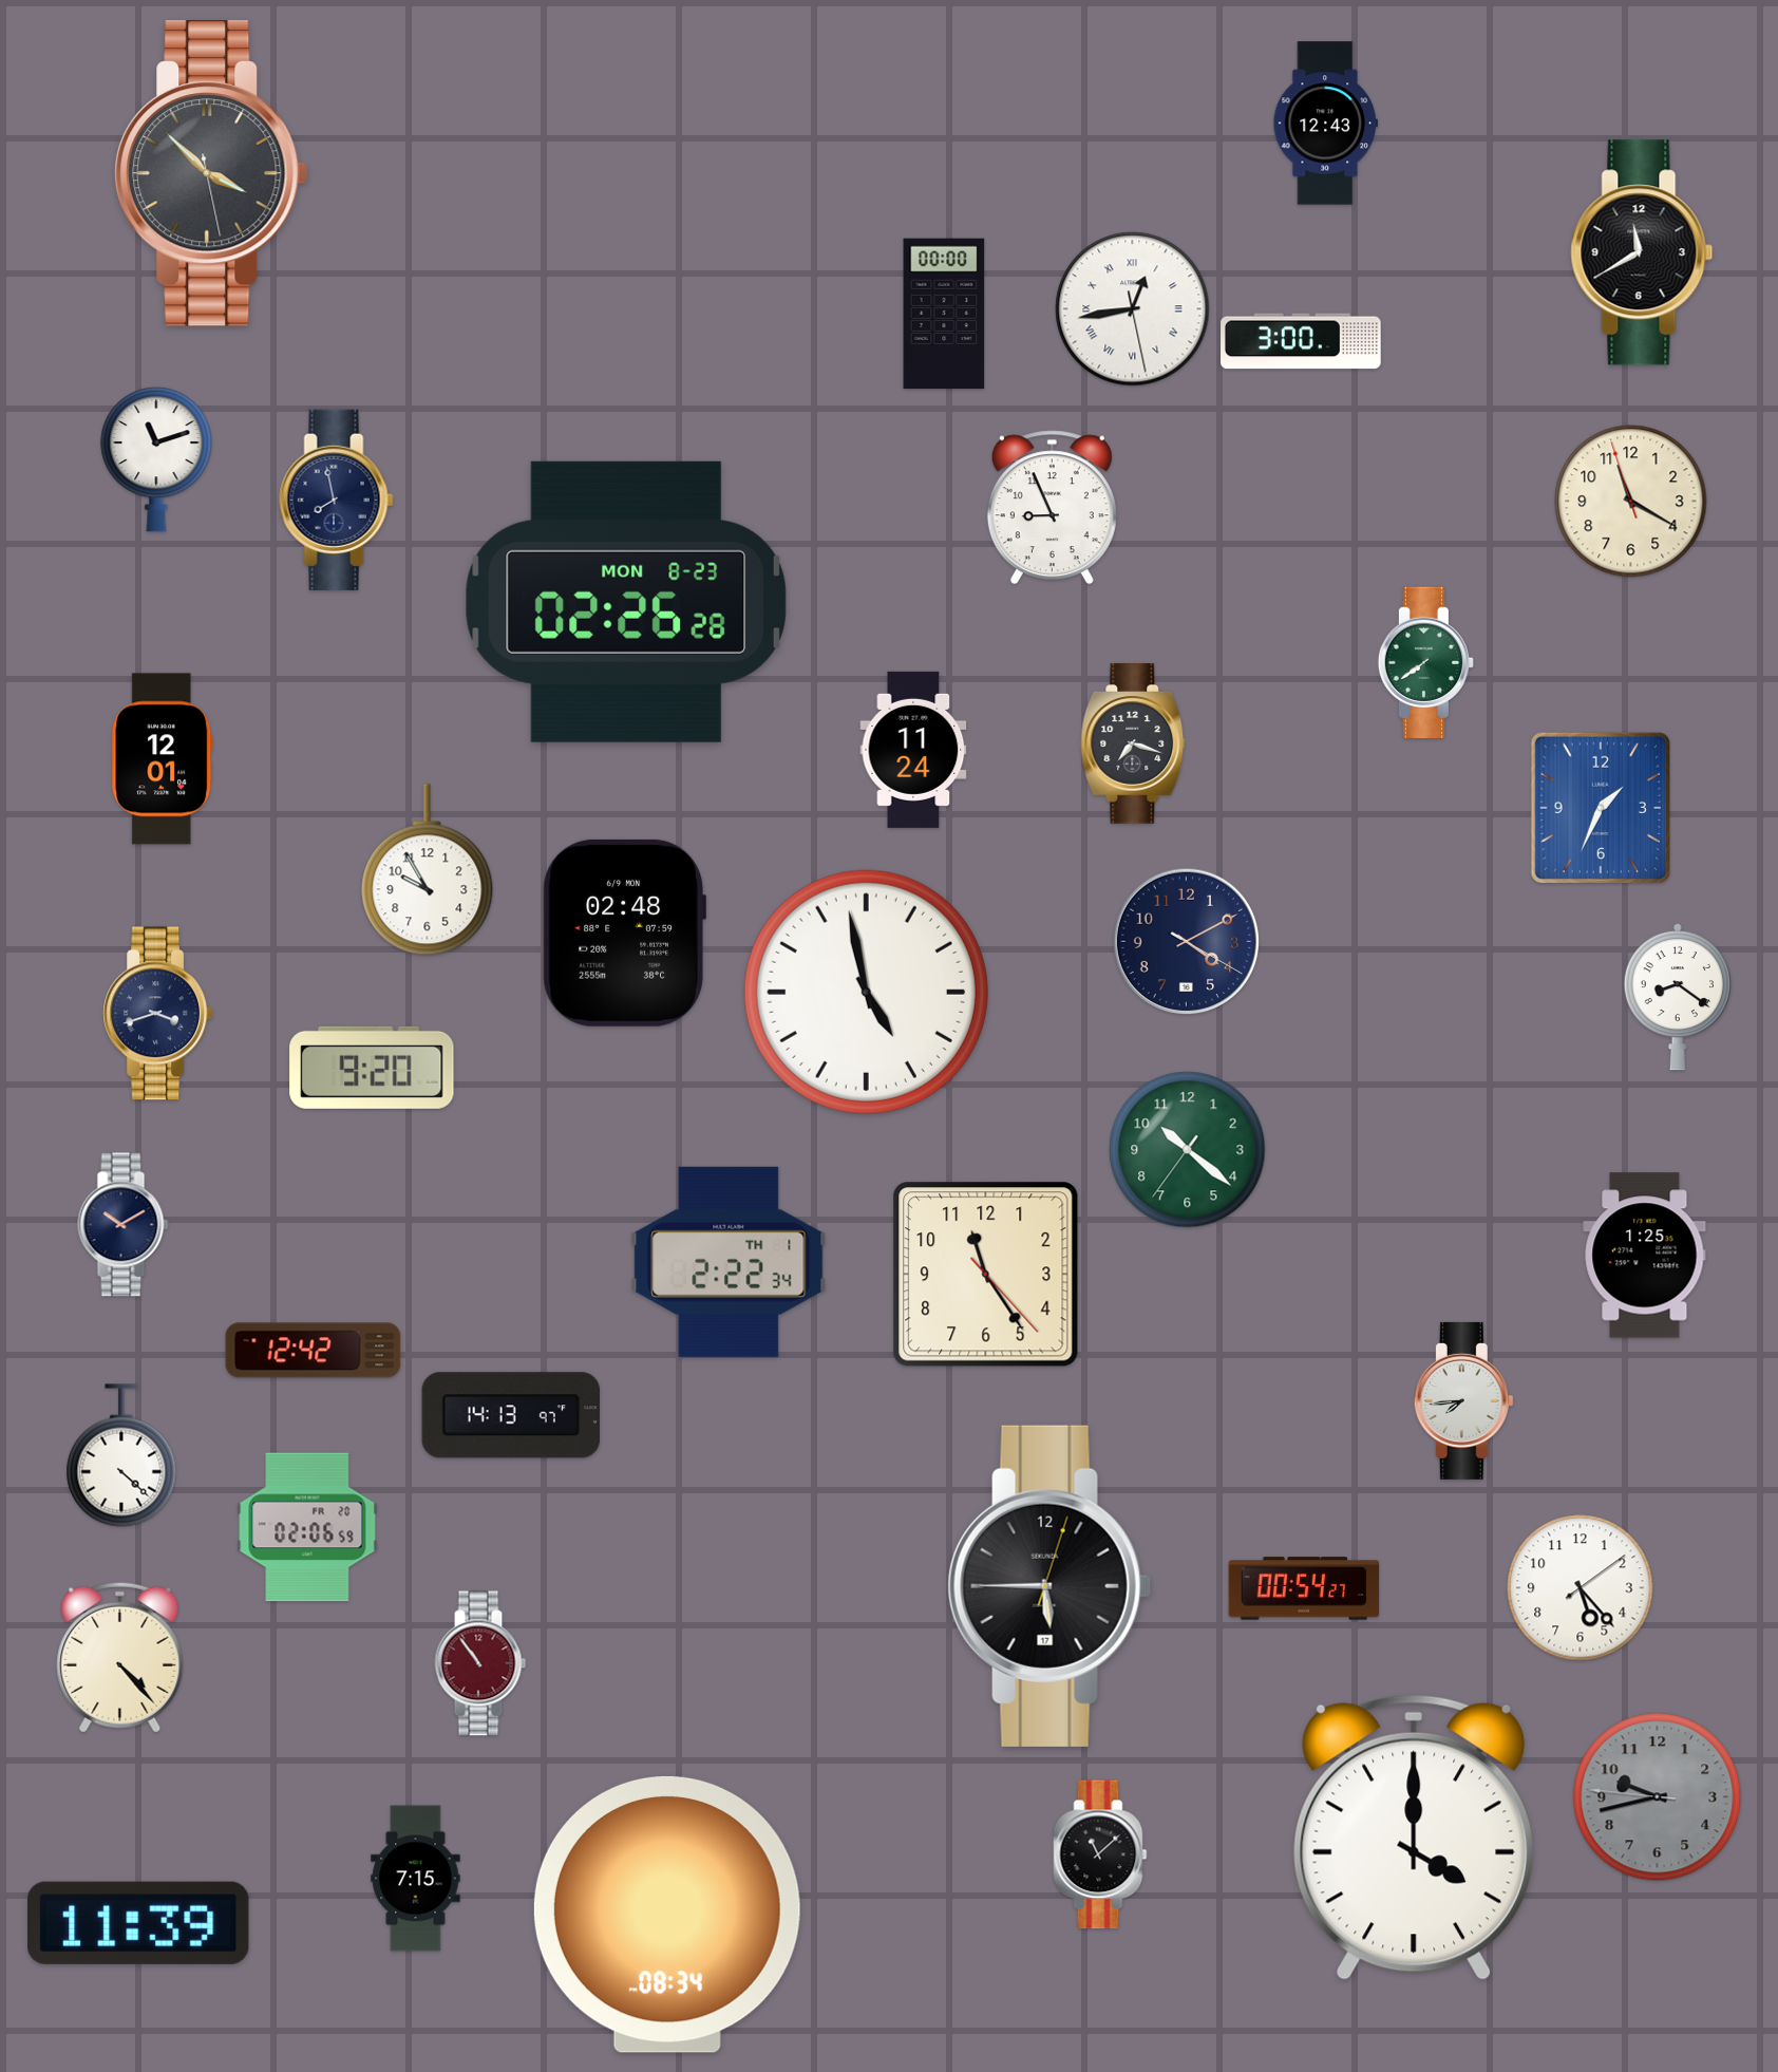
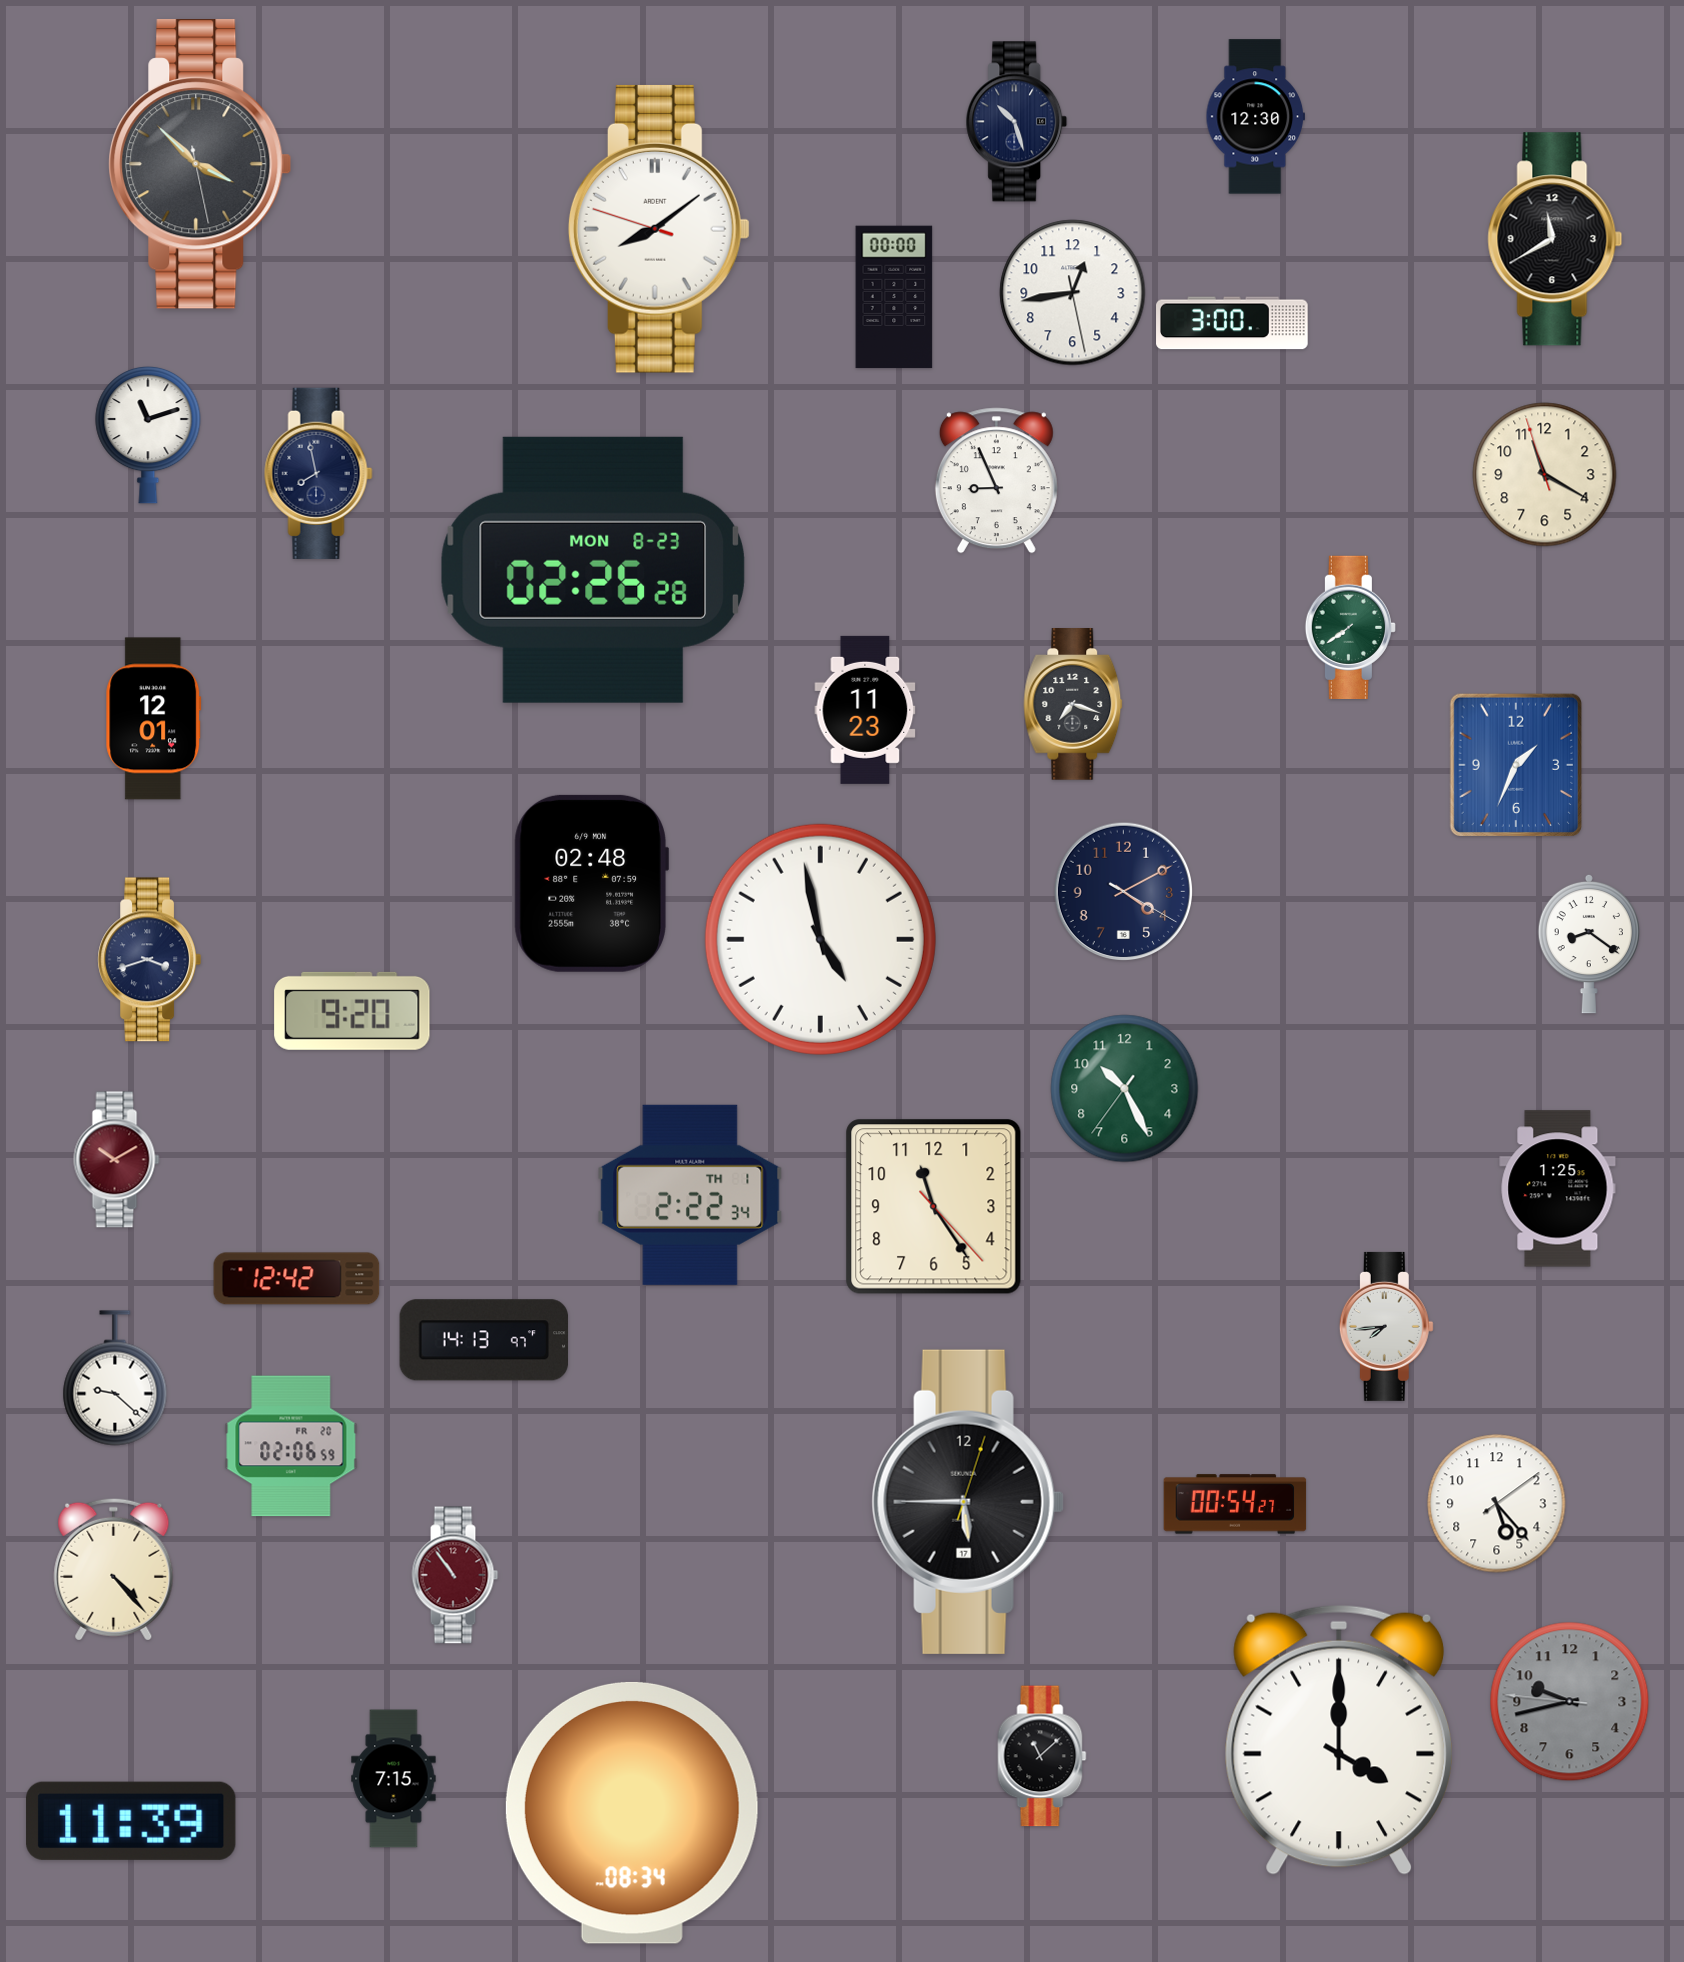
clock at (1325, 124): 12:43 -> 12:30
clock at (1017, 122): none -> 10:27
clock at (659, 229): none -> 8:08
clock at (1133, 309) numerals: Roman -> Arabic
clock at (913, 750): 11:24 -> 11:23
clock at (428, 870): 9:55 -> none
clock at (1188, 1150): 10:21 -> 10:25
clock at (124, 1225) dial: navy -> burgundy
clock at (121, 1455): 4:22 -> 9:22
clock at (1049, 1586) position: (1049, 1586) -> (968, 1502)
